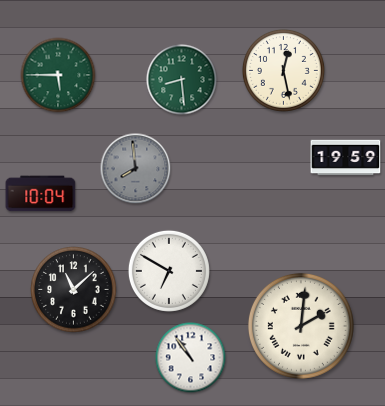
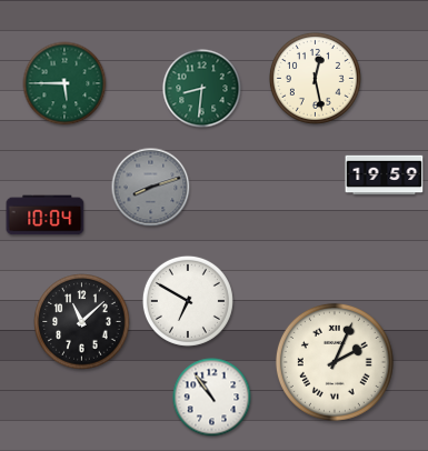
clock at (182, 80): 8:29 -> 8:31
clock at (136, 169): 7:59 -> 8:12
clock at (301, 326): 2:01 -> 2:04
